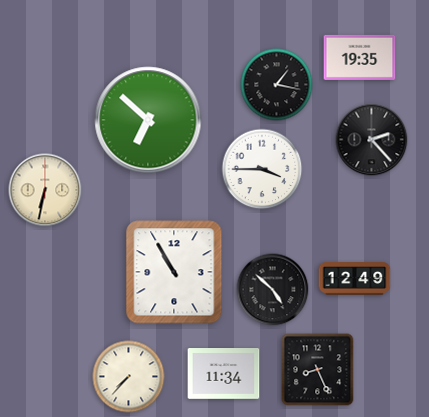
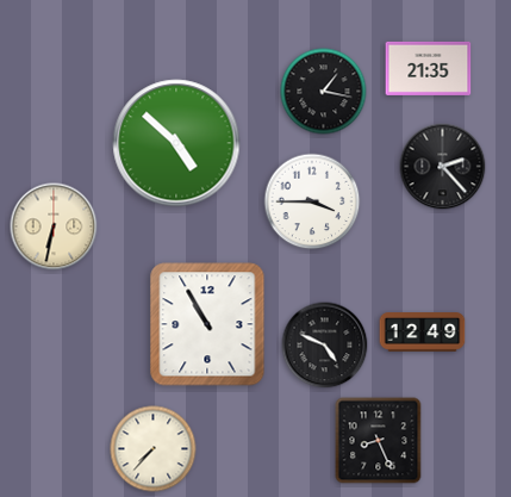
clock at (360, 57): 19:35 -> 21:35
clock at (277, 85) position: (277, 85) -> (324, 92)
clock at (148, 120): 6:52 -> 4:52
clock at (273, 290): 4:52 -> 4:49
clock at (224, 374): 11:34 -> none
